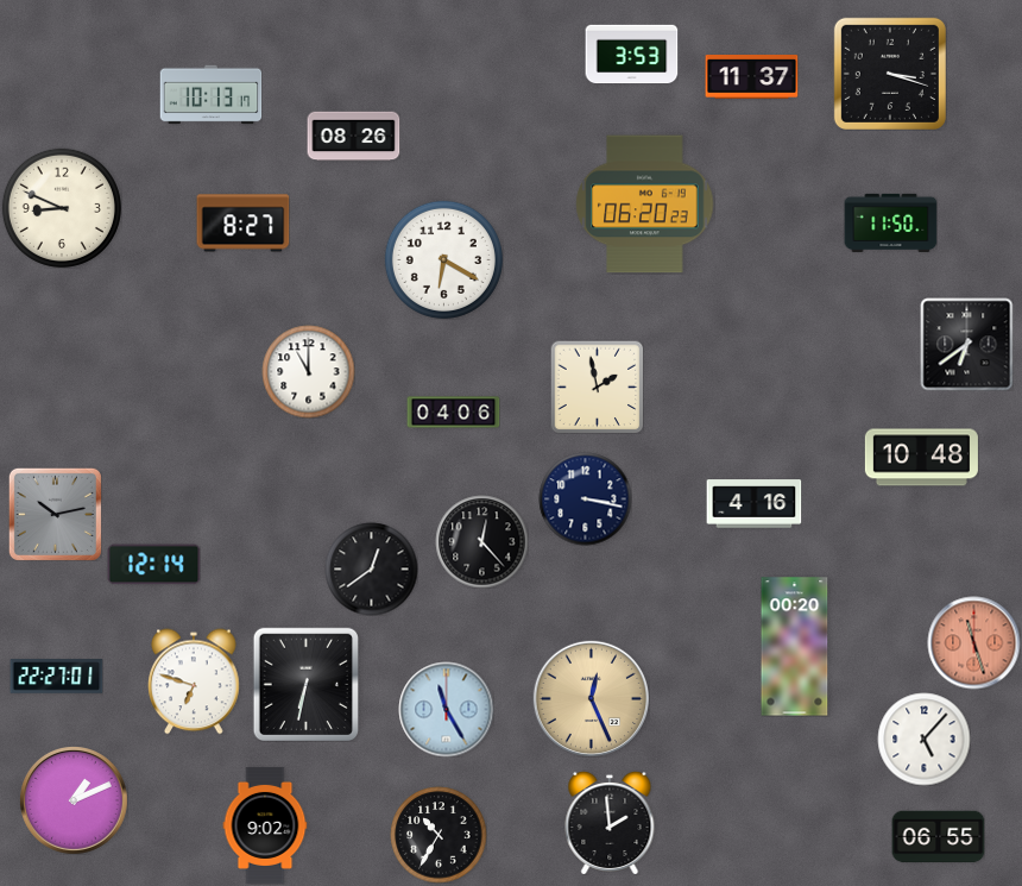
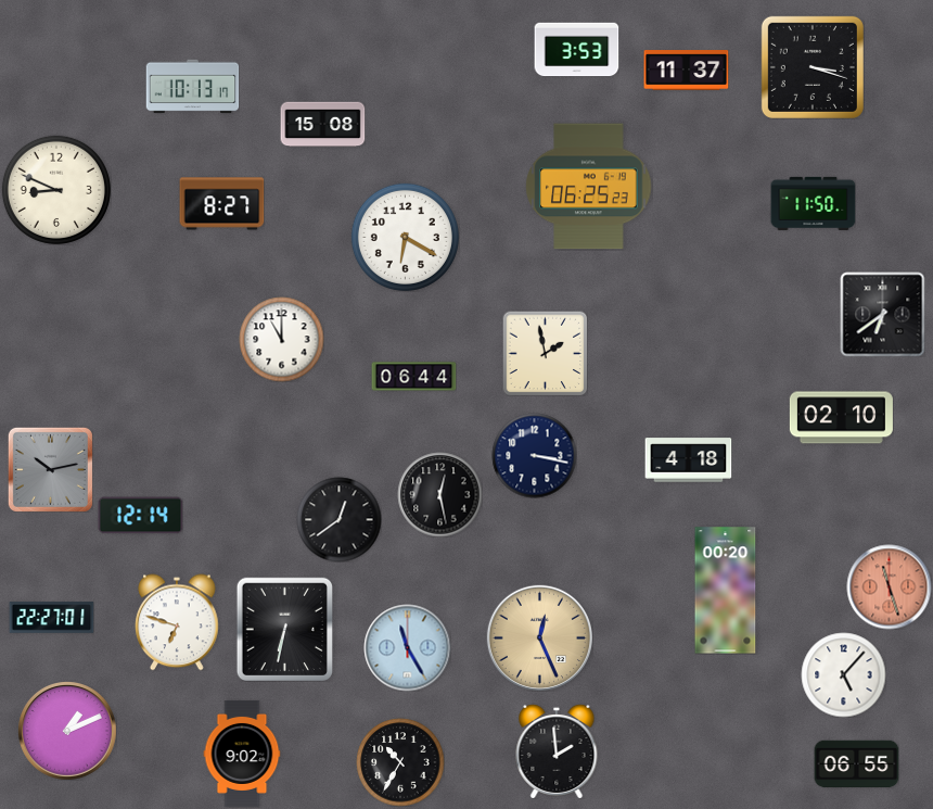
clock at (353, 137): 08:26 -> 15:08
clock at (645, 205): 06:20 -> 06:25
clock at (453, 413): 04:06 -> 06:44
clock at (921, 458): 10:48 -> 02:10
clock at (753, 504): 4:16 -> 4:18
clock at (481, 541): 12:23 -> 12:28
clock at (305, 684) position: (305, 684) -> (284, 629)
